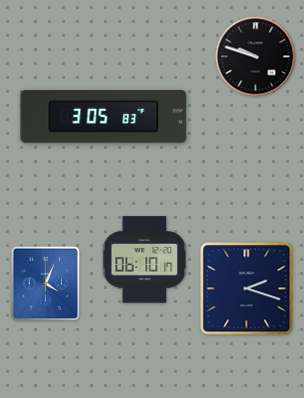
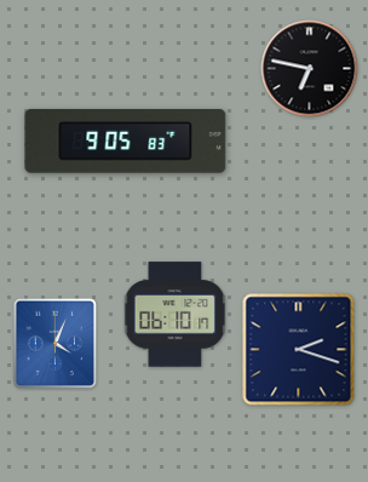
clock at (256, 57): 9:48 -> 6:47
clock at (104, 117): 3:05 -> 9:05
